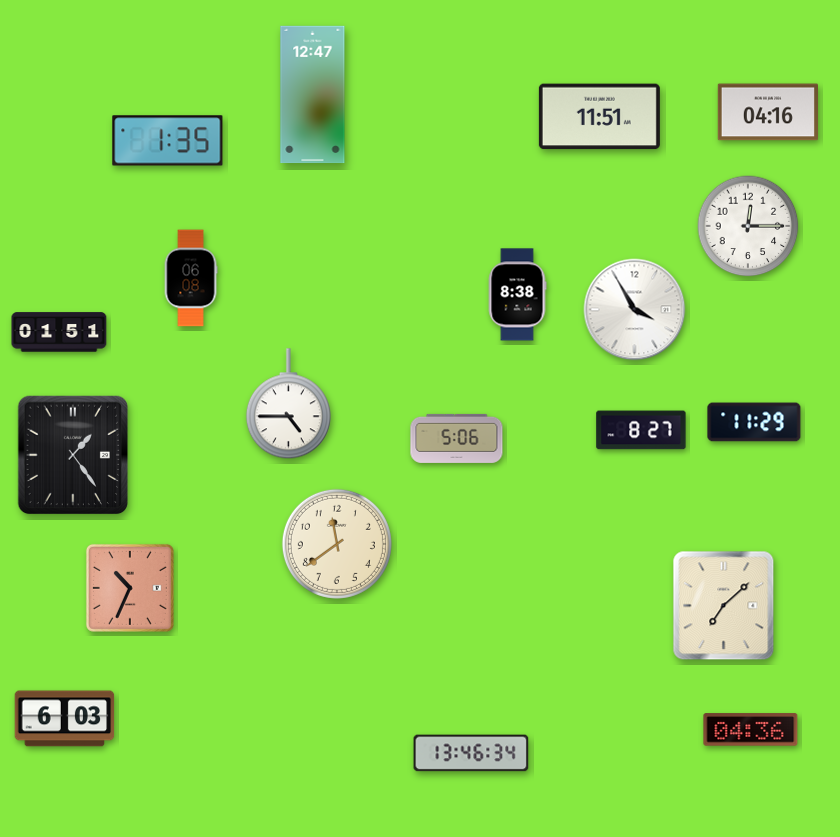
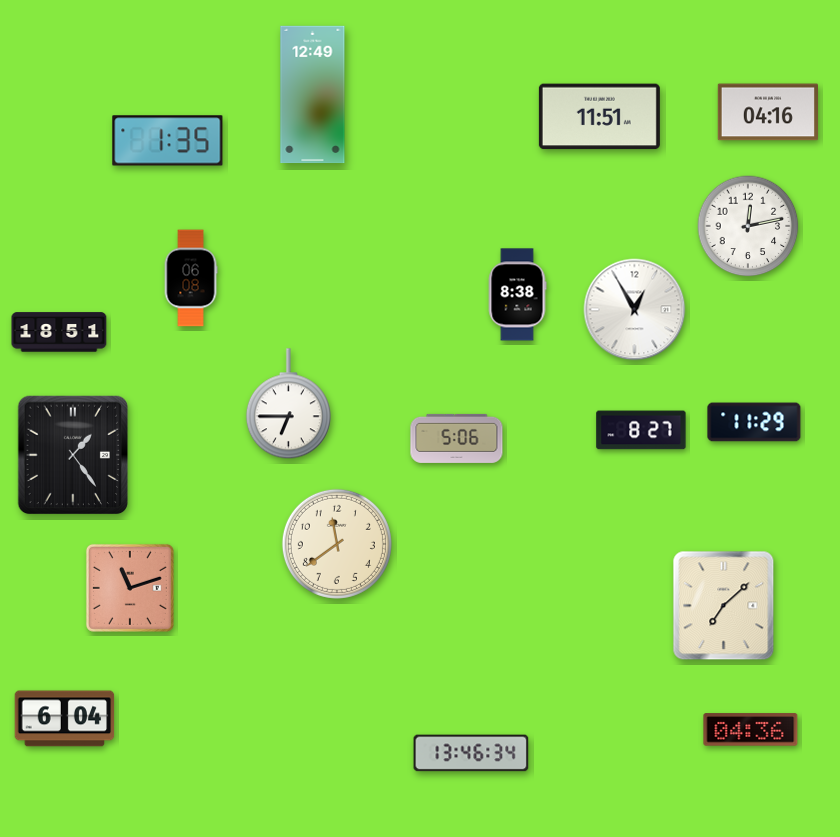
clock at (313, 95): 12:47 -> 12:49
clock at (748, 226): 12:15 -> 12:13
clock at (635, 310): 3:55 -> 12:55
clock at (59, 332): 01:51 -> 18:51
clock at (288, 404): 4:45 -> 6:45
clock at (130, 588): 10:34 -> 11:12
clock at (65, 719): 6:03 -> 6:04
